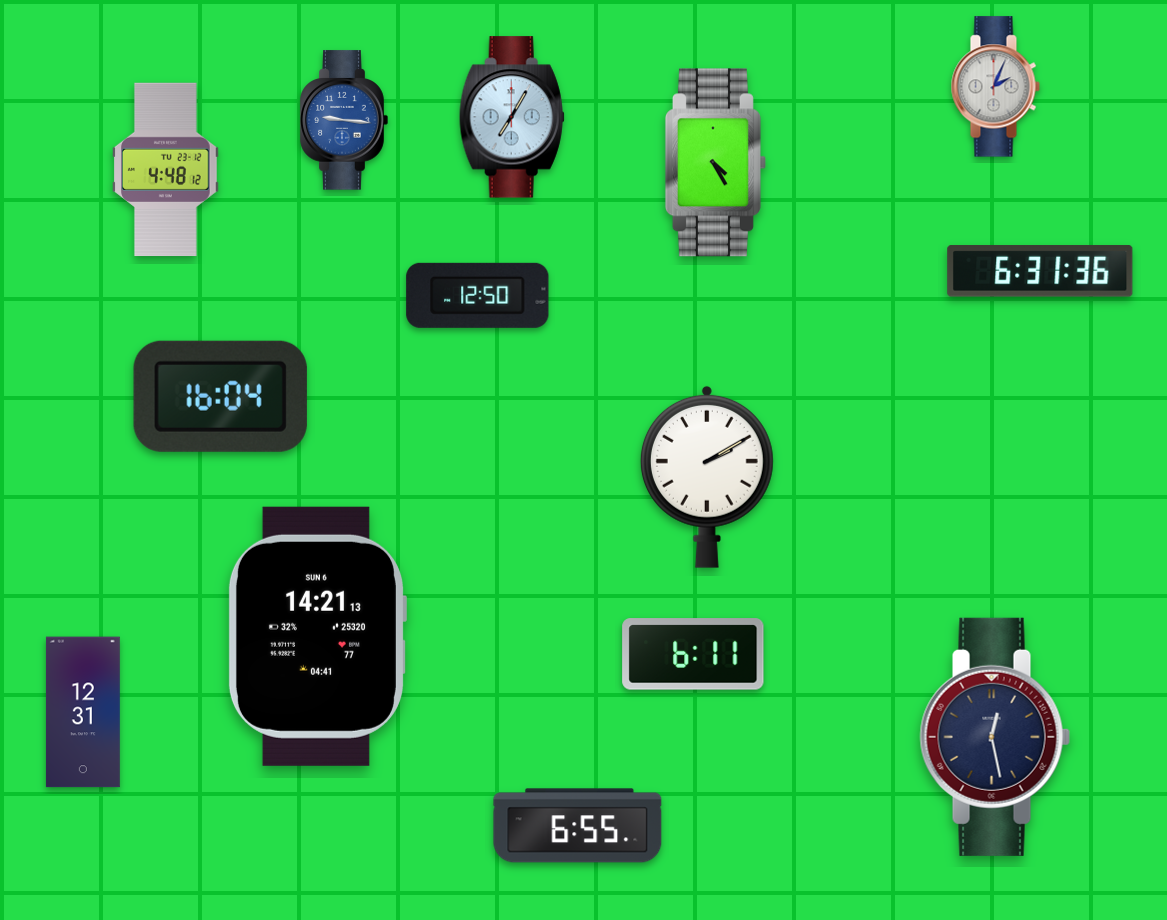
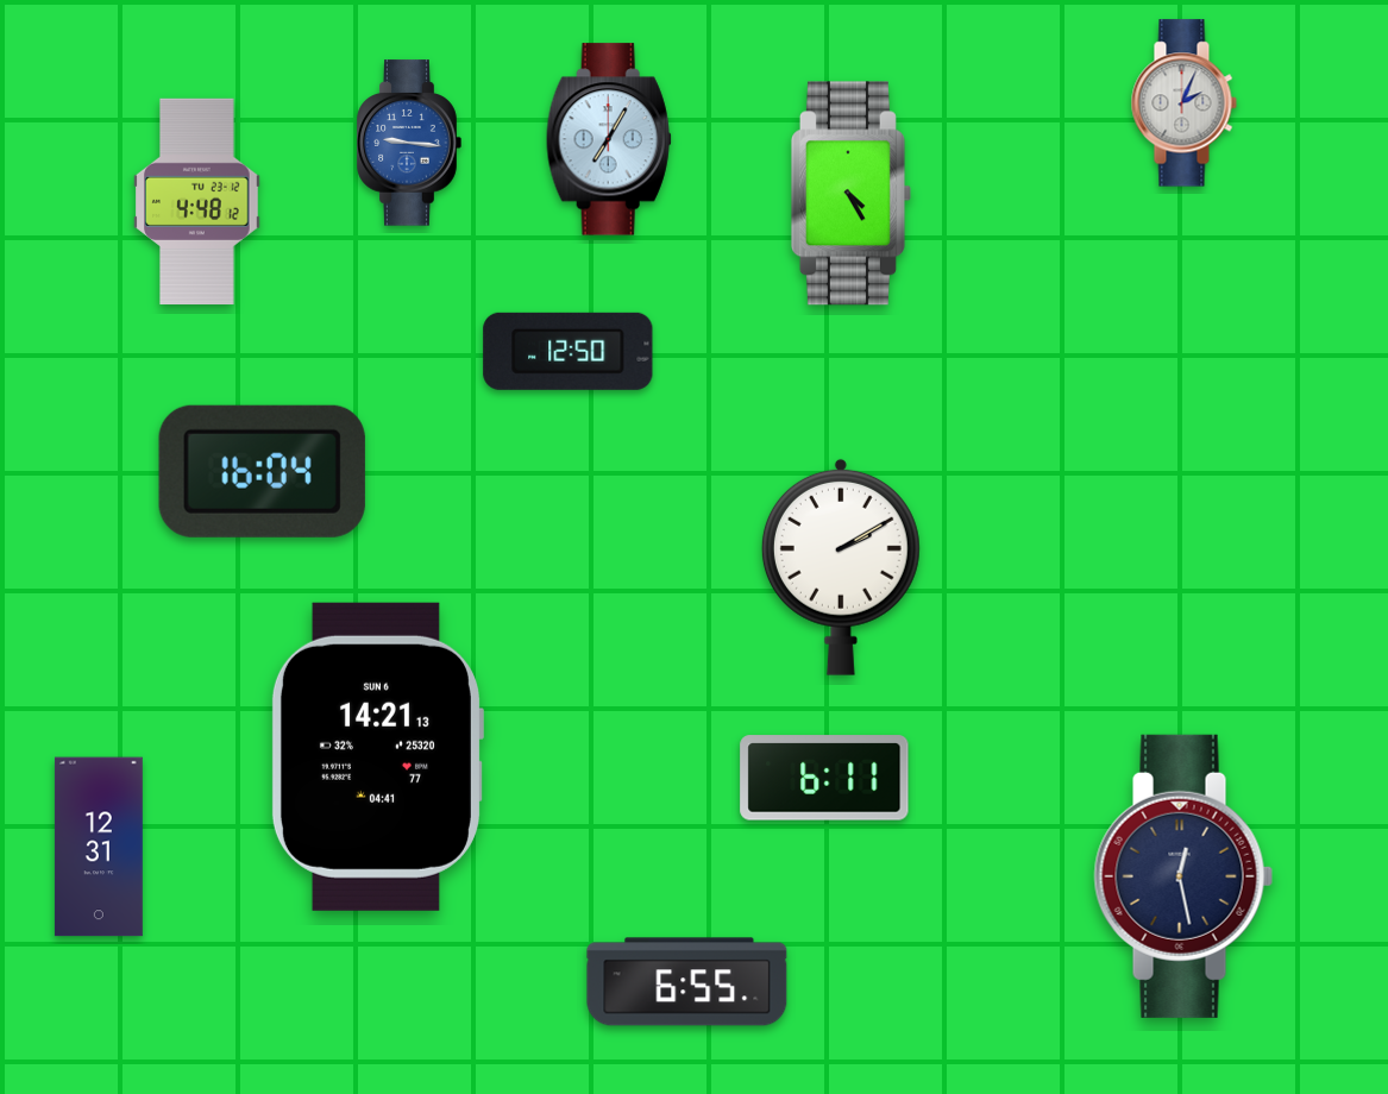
clock at (1040, 271): 6:31 -> none
